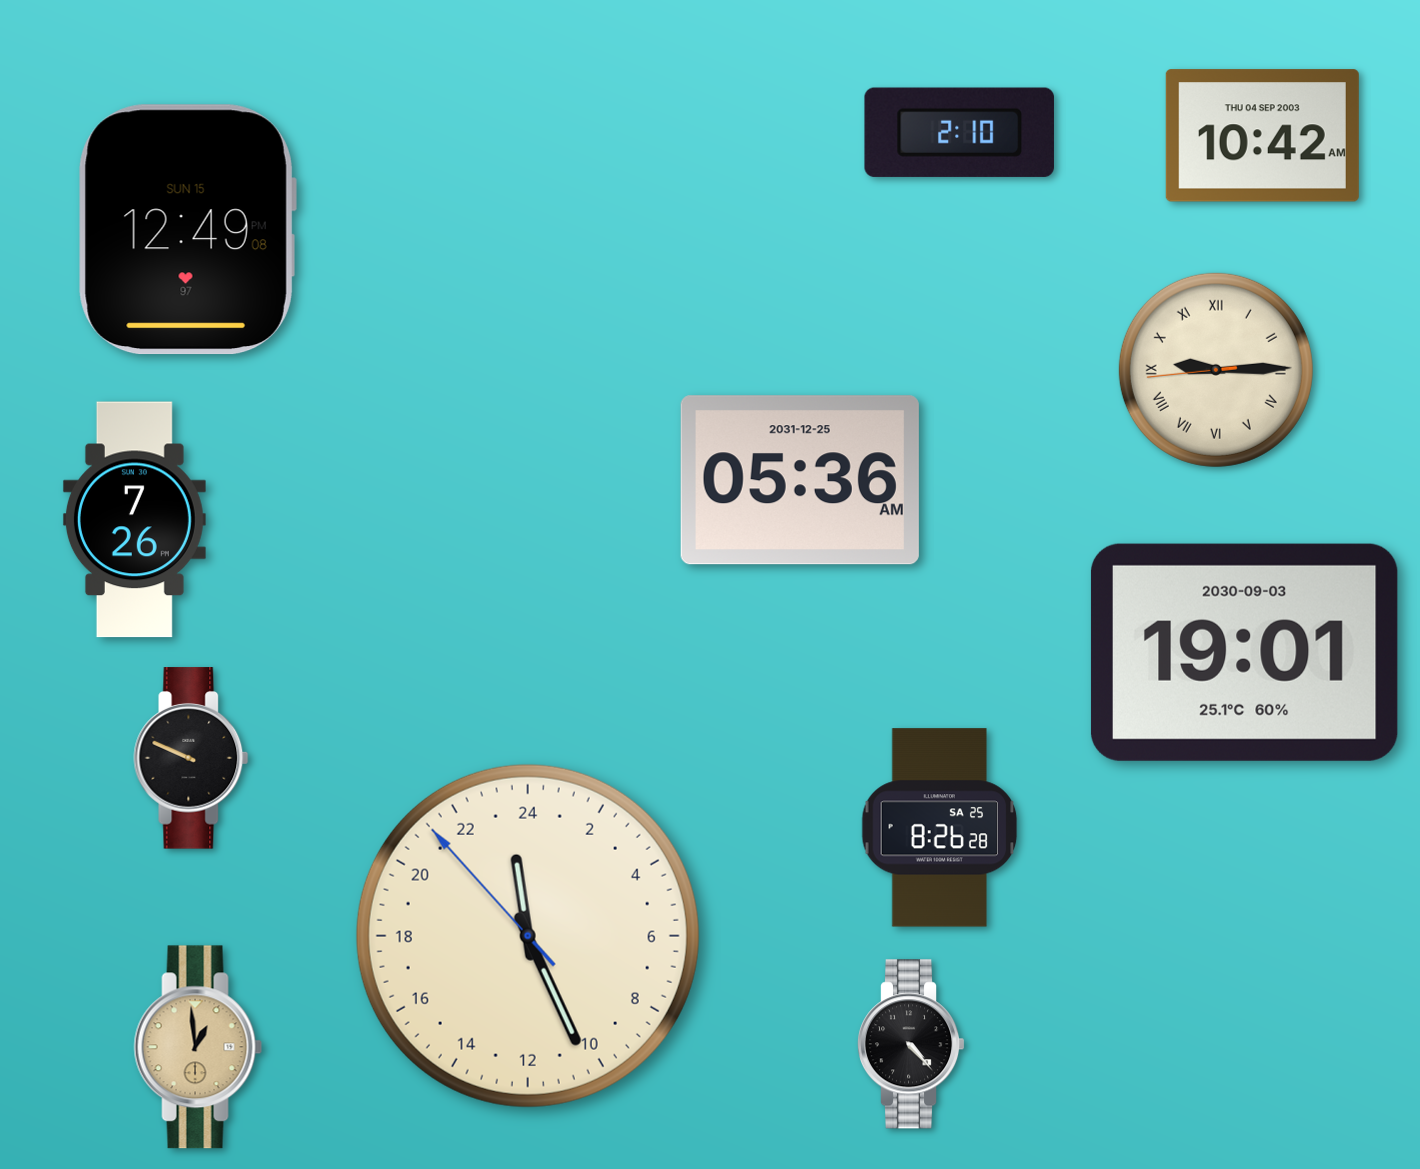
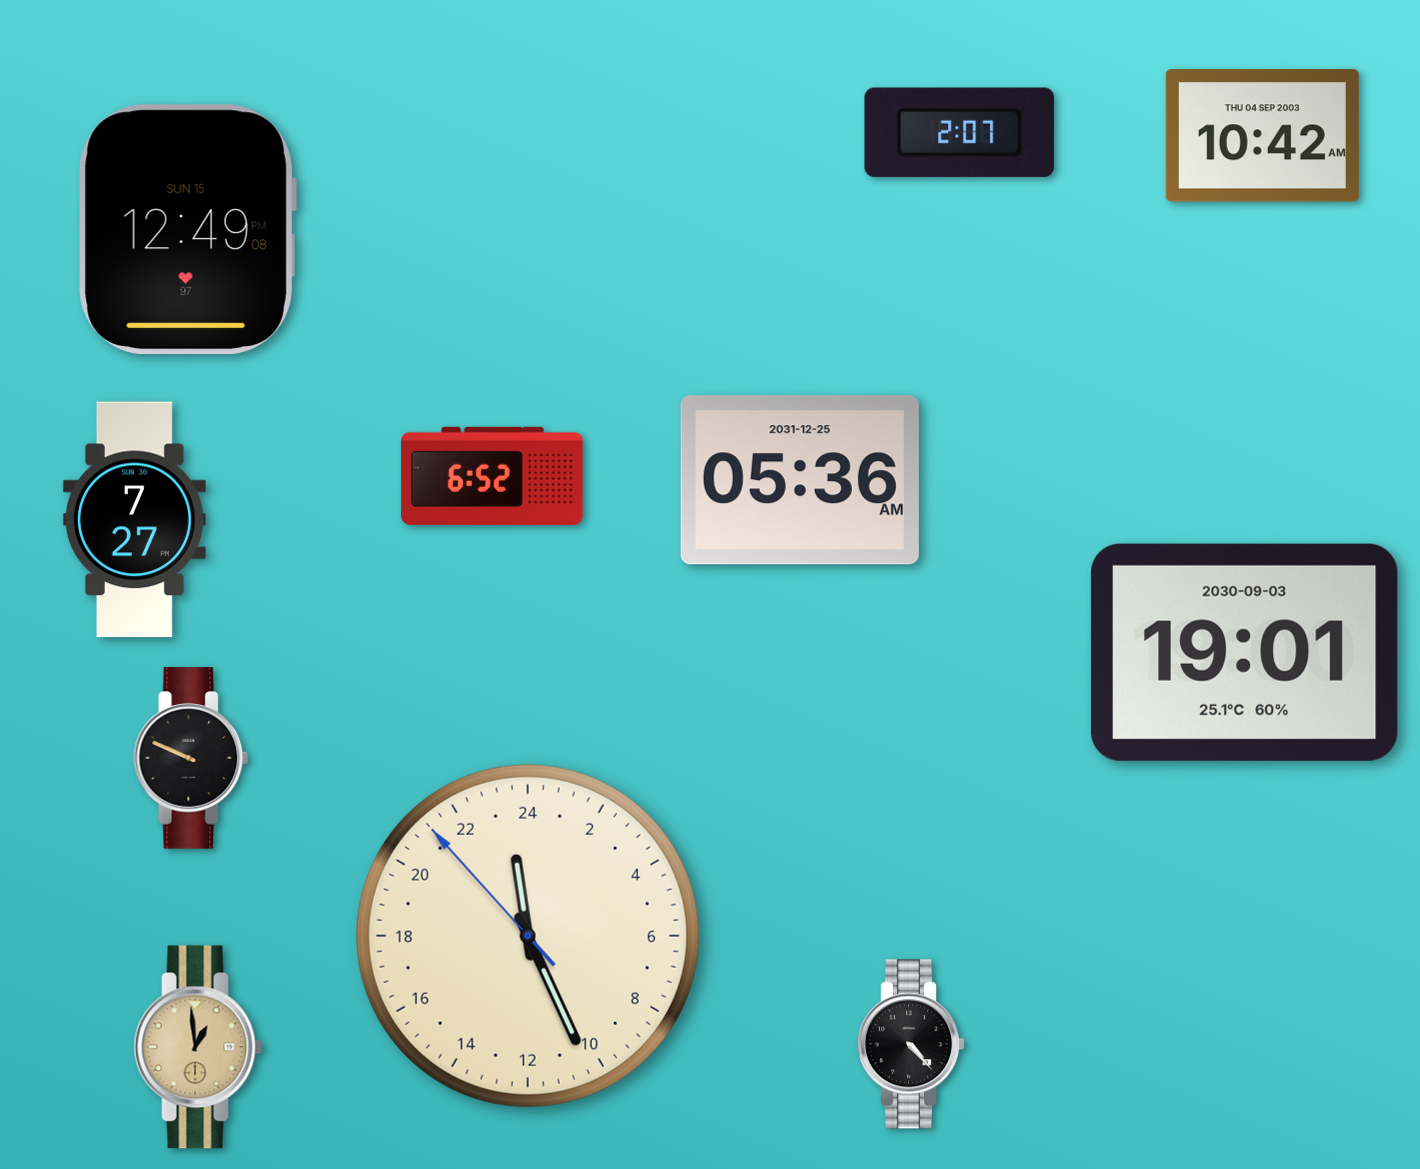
clock at (959, 132): 2:10 -> 2:07
clock at (1216, 370): 9:14 -> none
clock at (492, 476): none -> 6:52
clock at (134, 520): 7:26 -> 7:27
clock at (940, 828): 8:26 -> none
